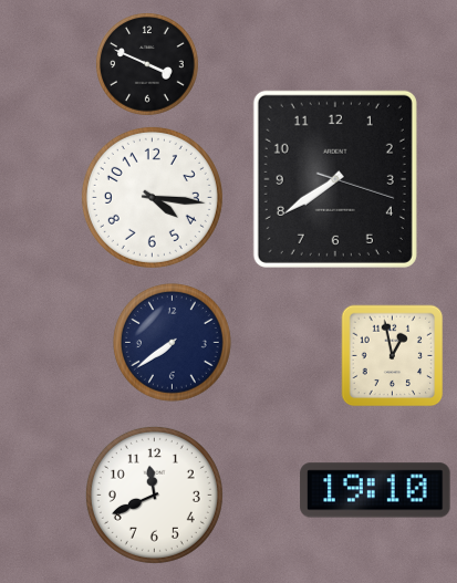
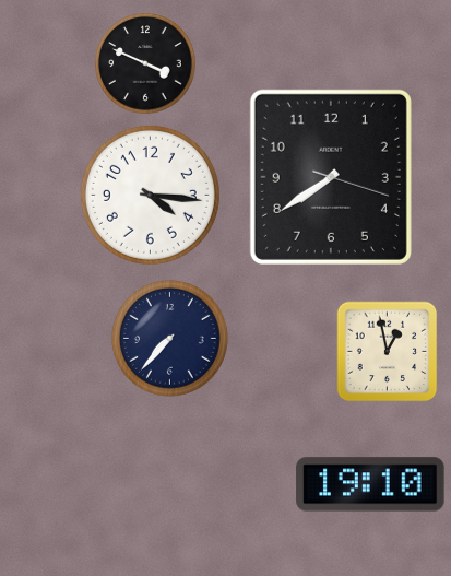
clock at (173, 343): 7:39 -> 7:37
clock at (154, 494): 11:41 -> none
